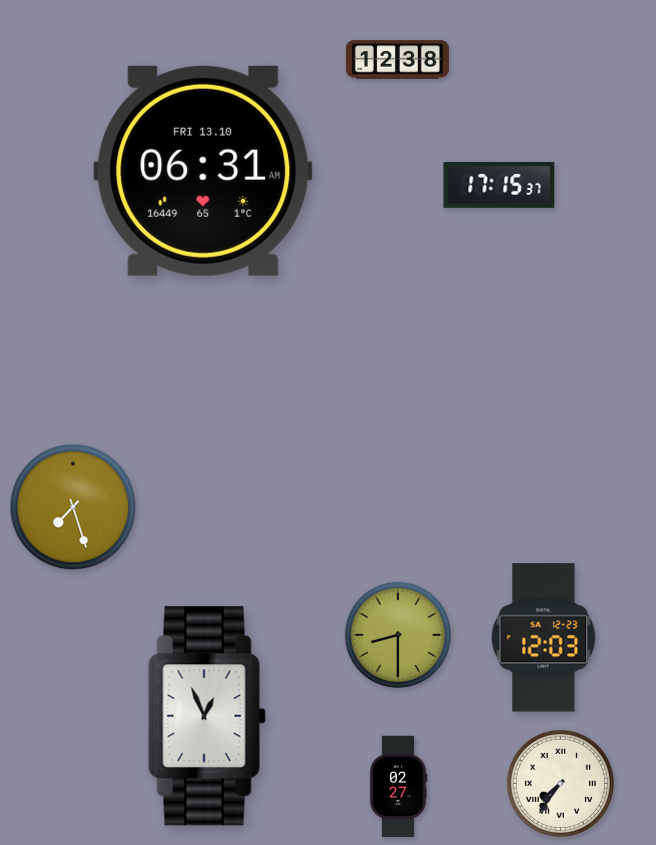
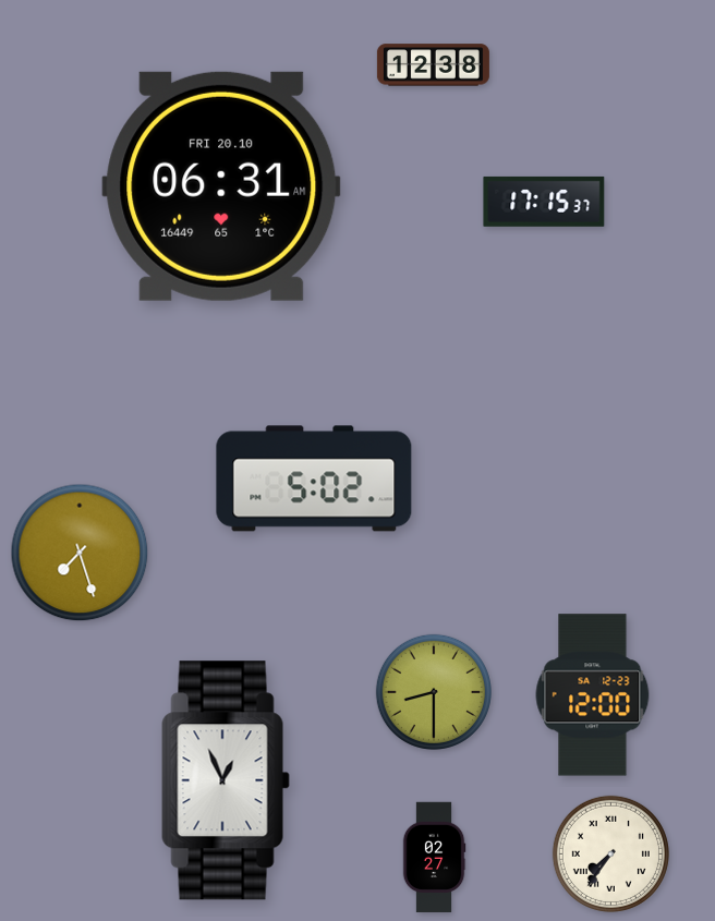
clock at (203, 171) date: FRI 13.10 -> FRI 20.10
clock at (314, 478): none -> 5:02
clock at (544, 638): 12:03 -> 12:00
